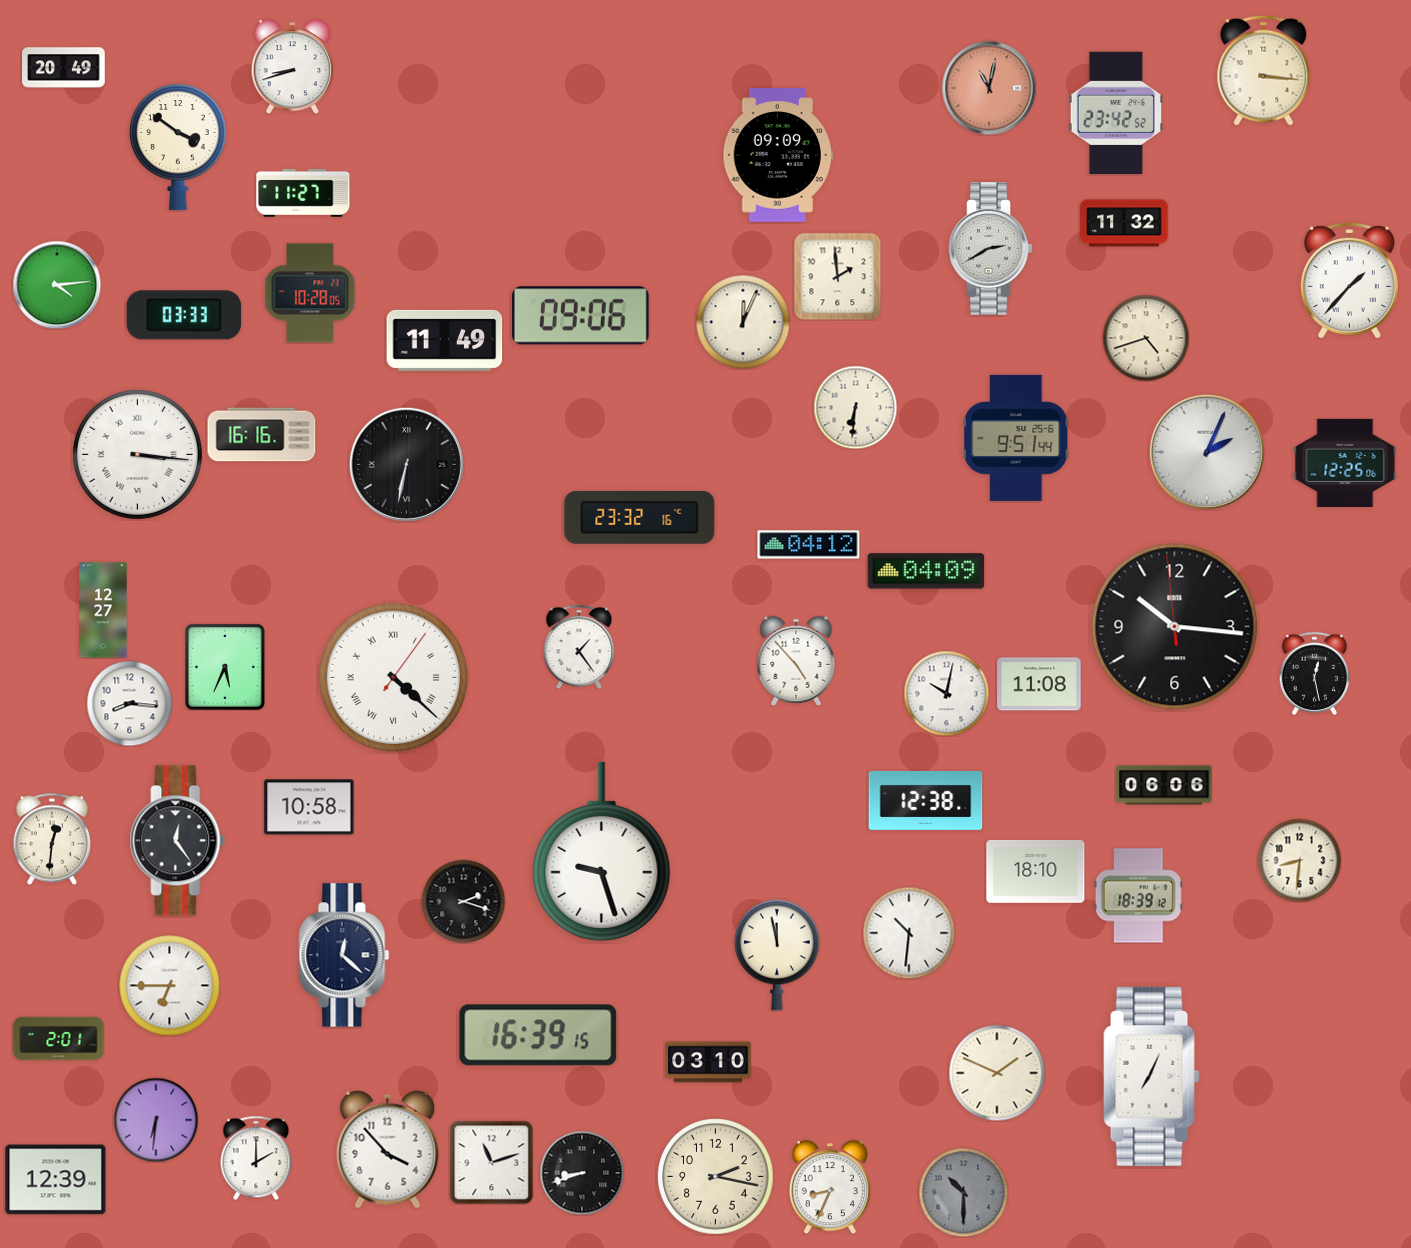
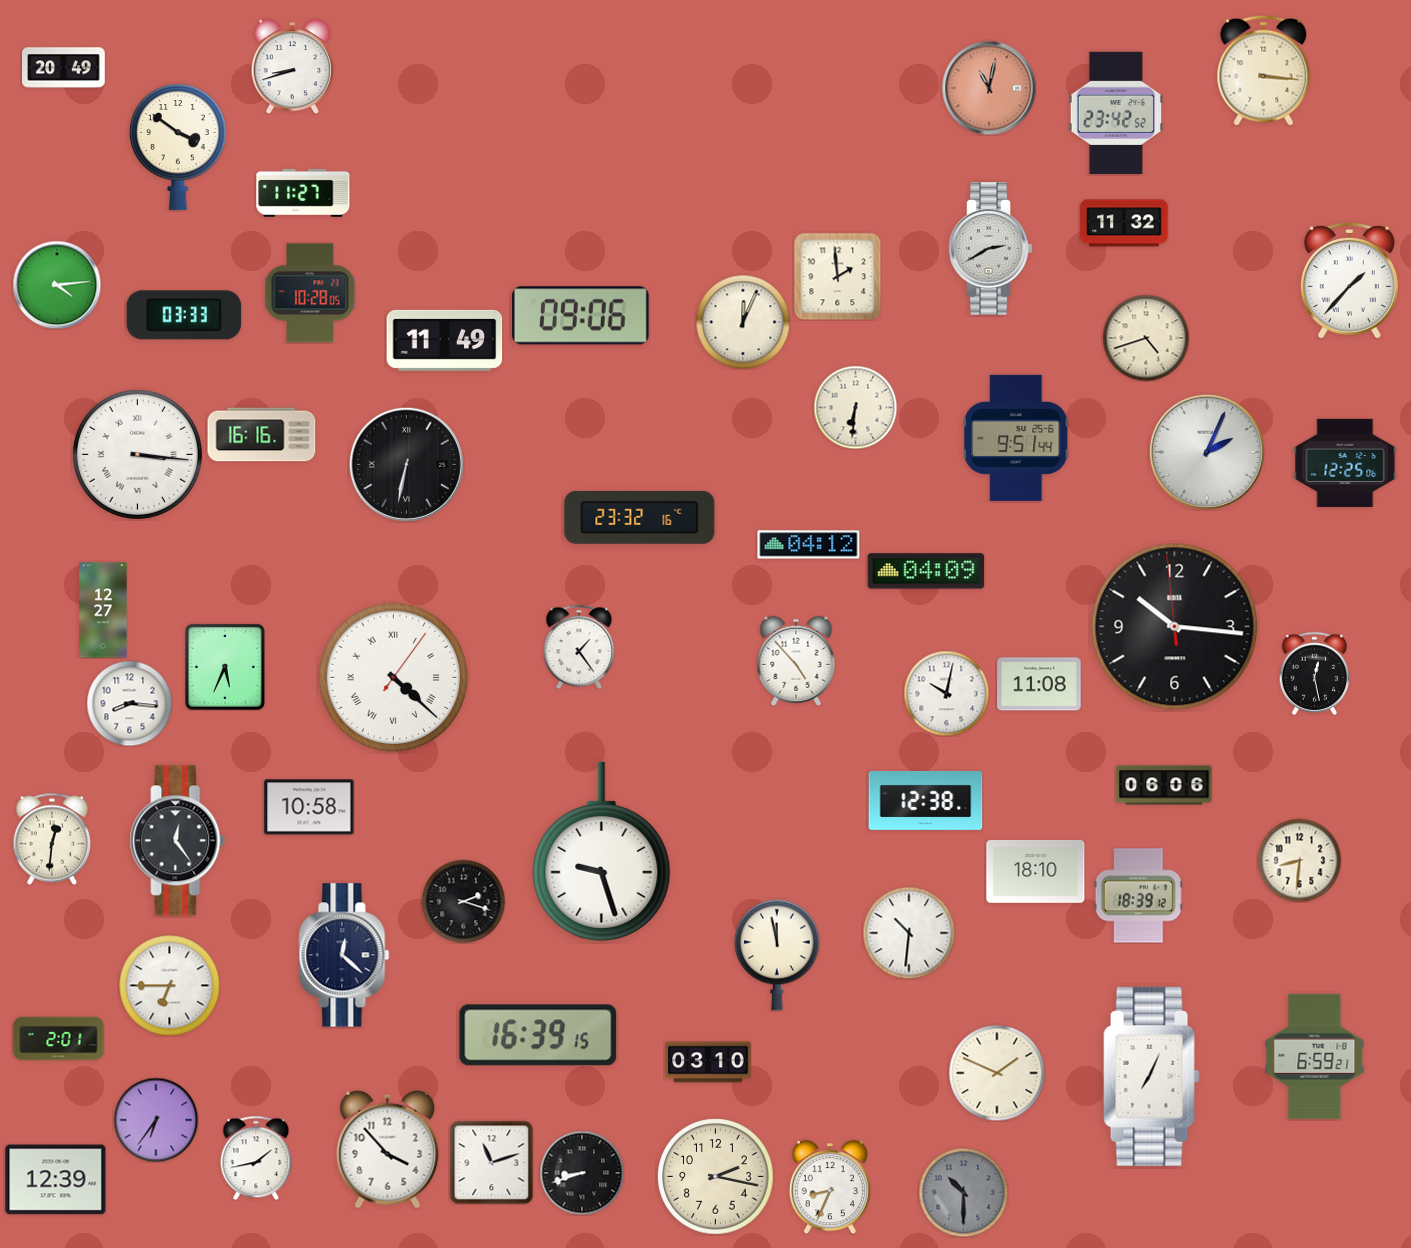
clock at (777, 155): 09:09 -> none
clock at (1315, 1056): none -> 6:59
clock at (156, 1120): 6:31 -> 6:36
clock at (256, 1158): 2:00 -> 1:43
